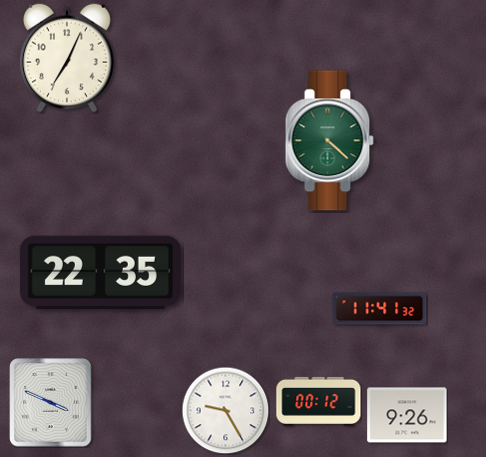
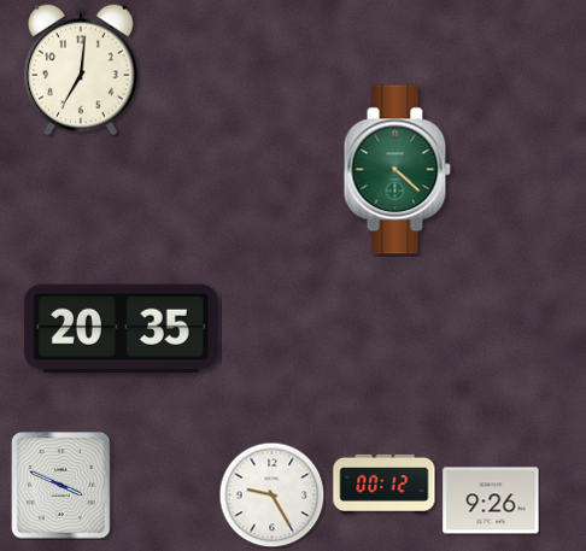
clock at (67, 58): 7:04 -> 7:01
clock at (100, 272): 22:35 -> 20:35
clock at (380, 309): 11:41 -> none
